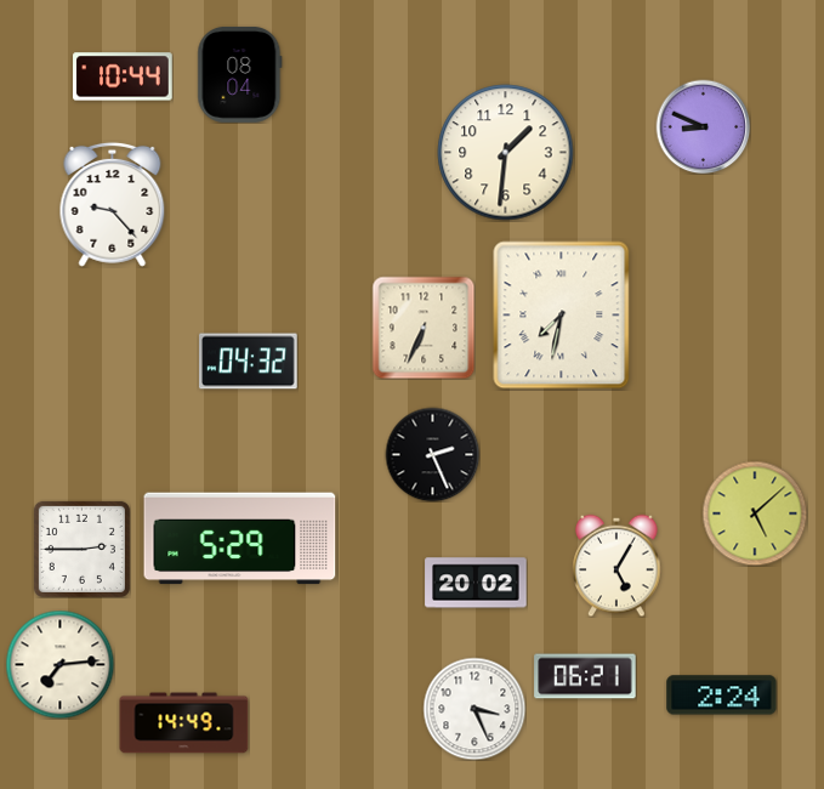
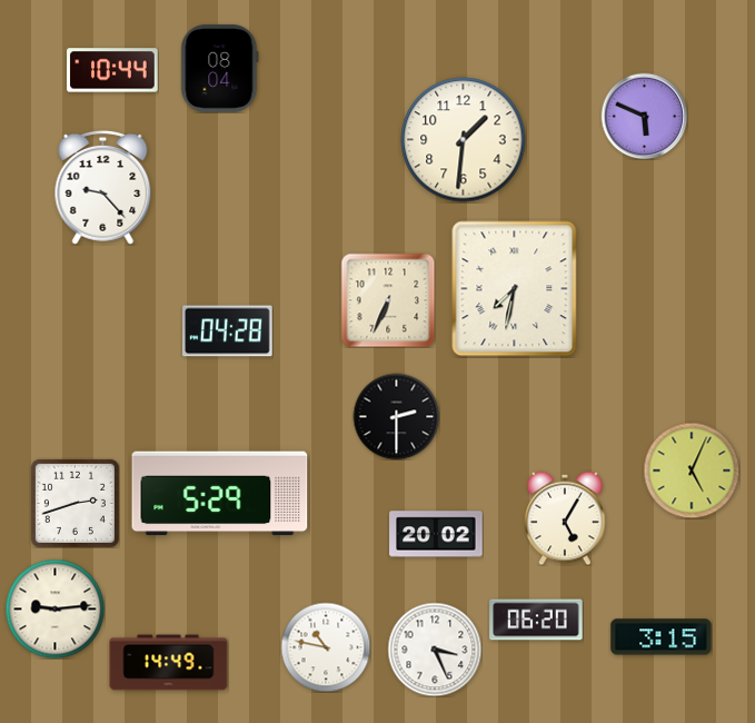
clock at (703, 126): 8:49 -> 5:49
clock at (249, 362): 04:32 -> 04:28
clock at (432, 454): 2:26 -> 2:30
clock at (755, 513): 5:08 -> 5:04
clock at (81, 549): 2:45 -> 2:42
clock at (59, 664): 7:14 -> 9:14
clock at (585, 676): 06:21 -> 06:20
clock at (722, 696): 2:24 -> 3:15
clock at (326, 647): none -> 10:47
